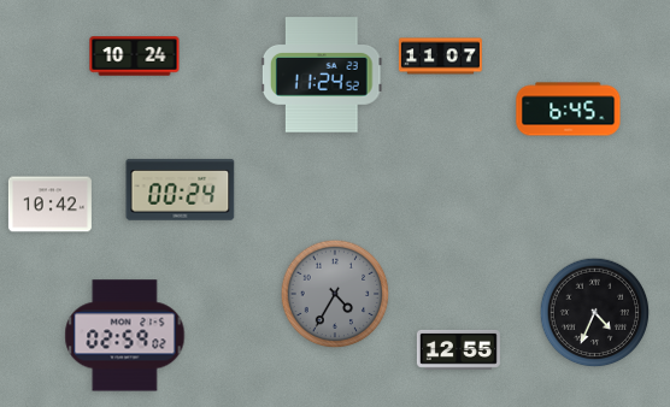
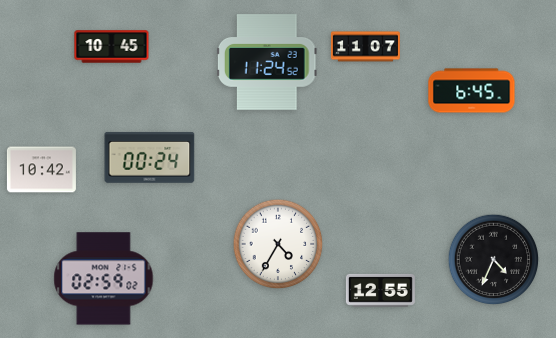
clock at (135, 57): 10:24 -> 10:45
clock at (335, 294) dial: grey -> white
